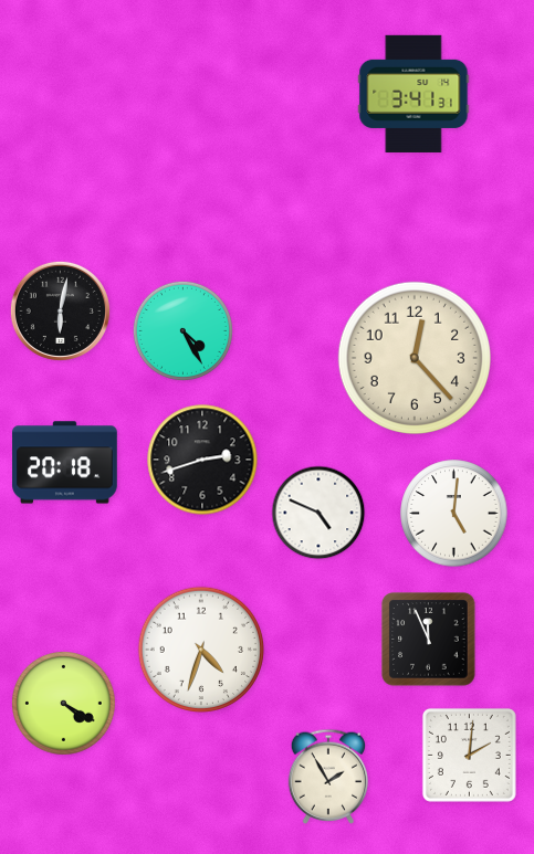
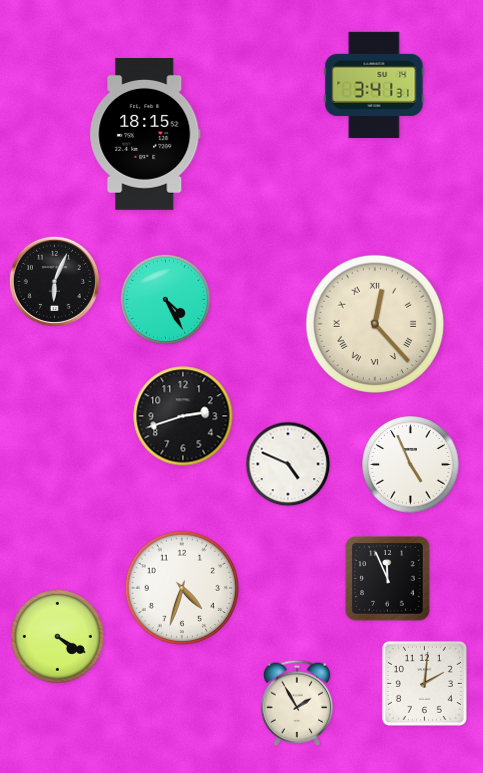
clock at (145, 135): none -> 18:15
clock at (60, 310): 6:02 -> 6:04
clock at (413, 357) numerals: Arabic -> Roman
clock at (65, 463): 20:18 -> none
clock at (454, 514): 5:01 -> 4:56
